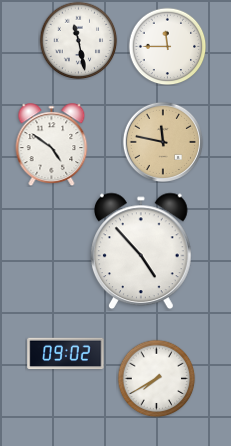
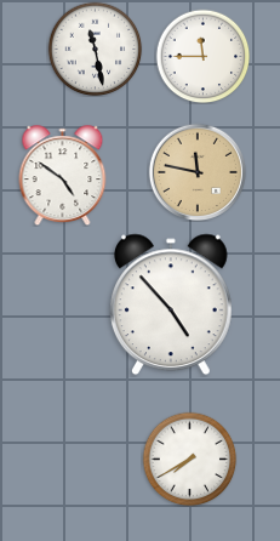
clock at (66, 354): 09:02 -> none
